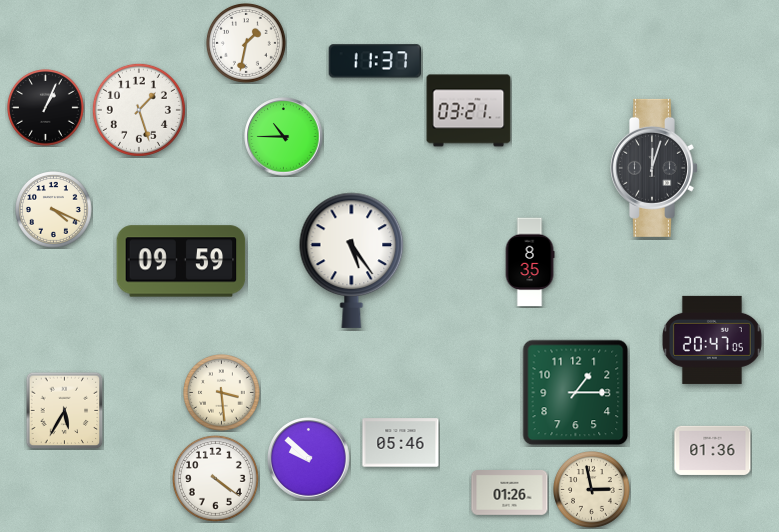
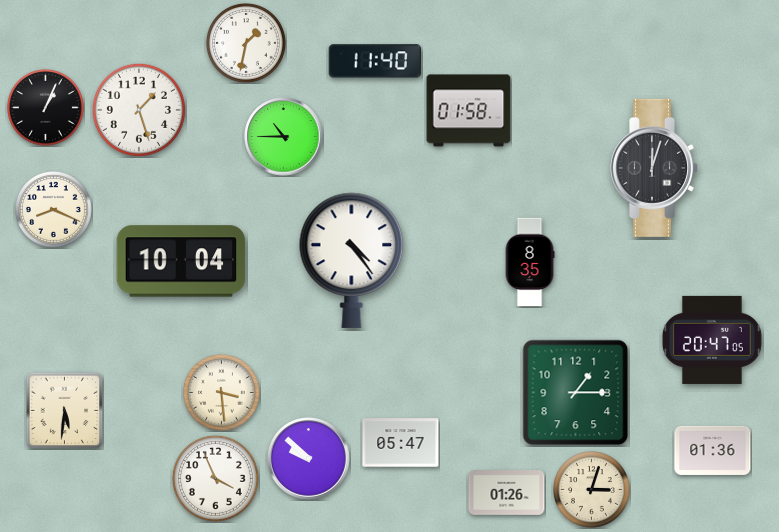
clock at (374, 61): 11:37 -> 11:40
clock at (469, 111): 03:21 -> 01:58
clock at (54, 210): 4:19 -> 8:19
clock at (352, 260): 5:24 -> 4:24
clock at (181, 261): 09:59 -> 10:04
clock at (64, 410): 5:35 -> 5:31
clock at (401, 443): 05:46 -> 05:47
clock at (215, 478): 4:21 -> 3:56
clock at (592, 490): 2:58 -> 3:03
clock at (510, 493) position: (510, 493) -> (507, 493)
